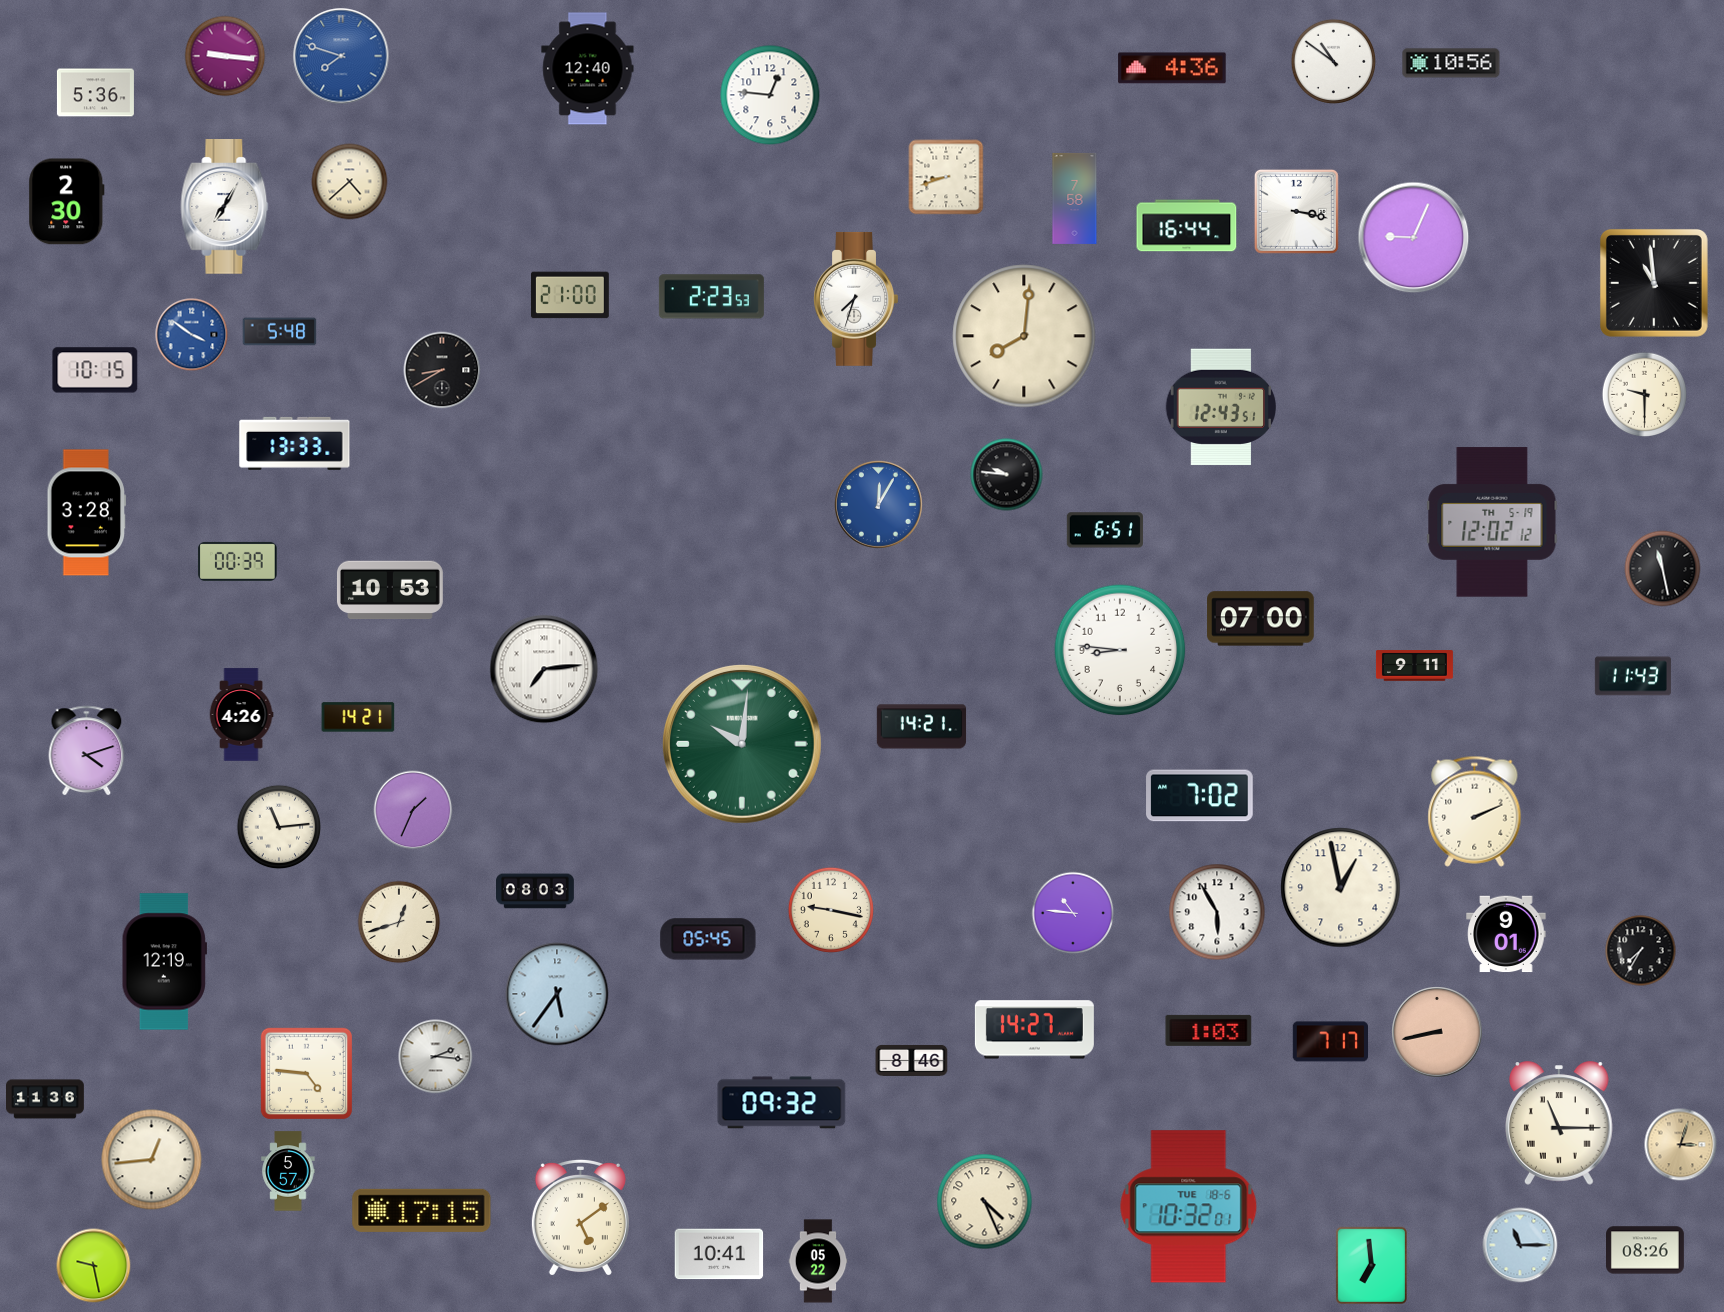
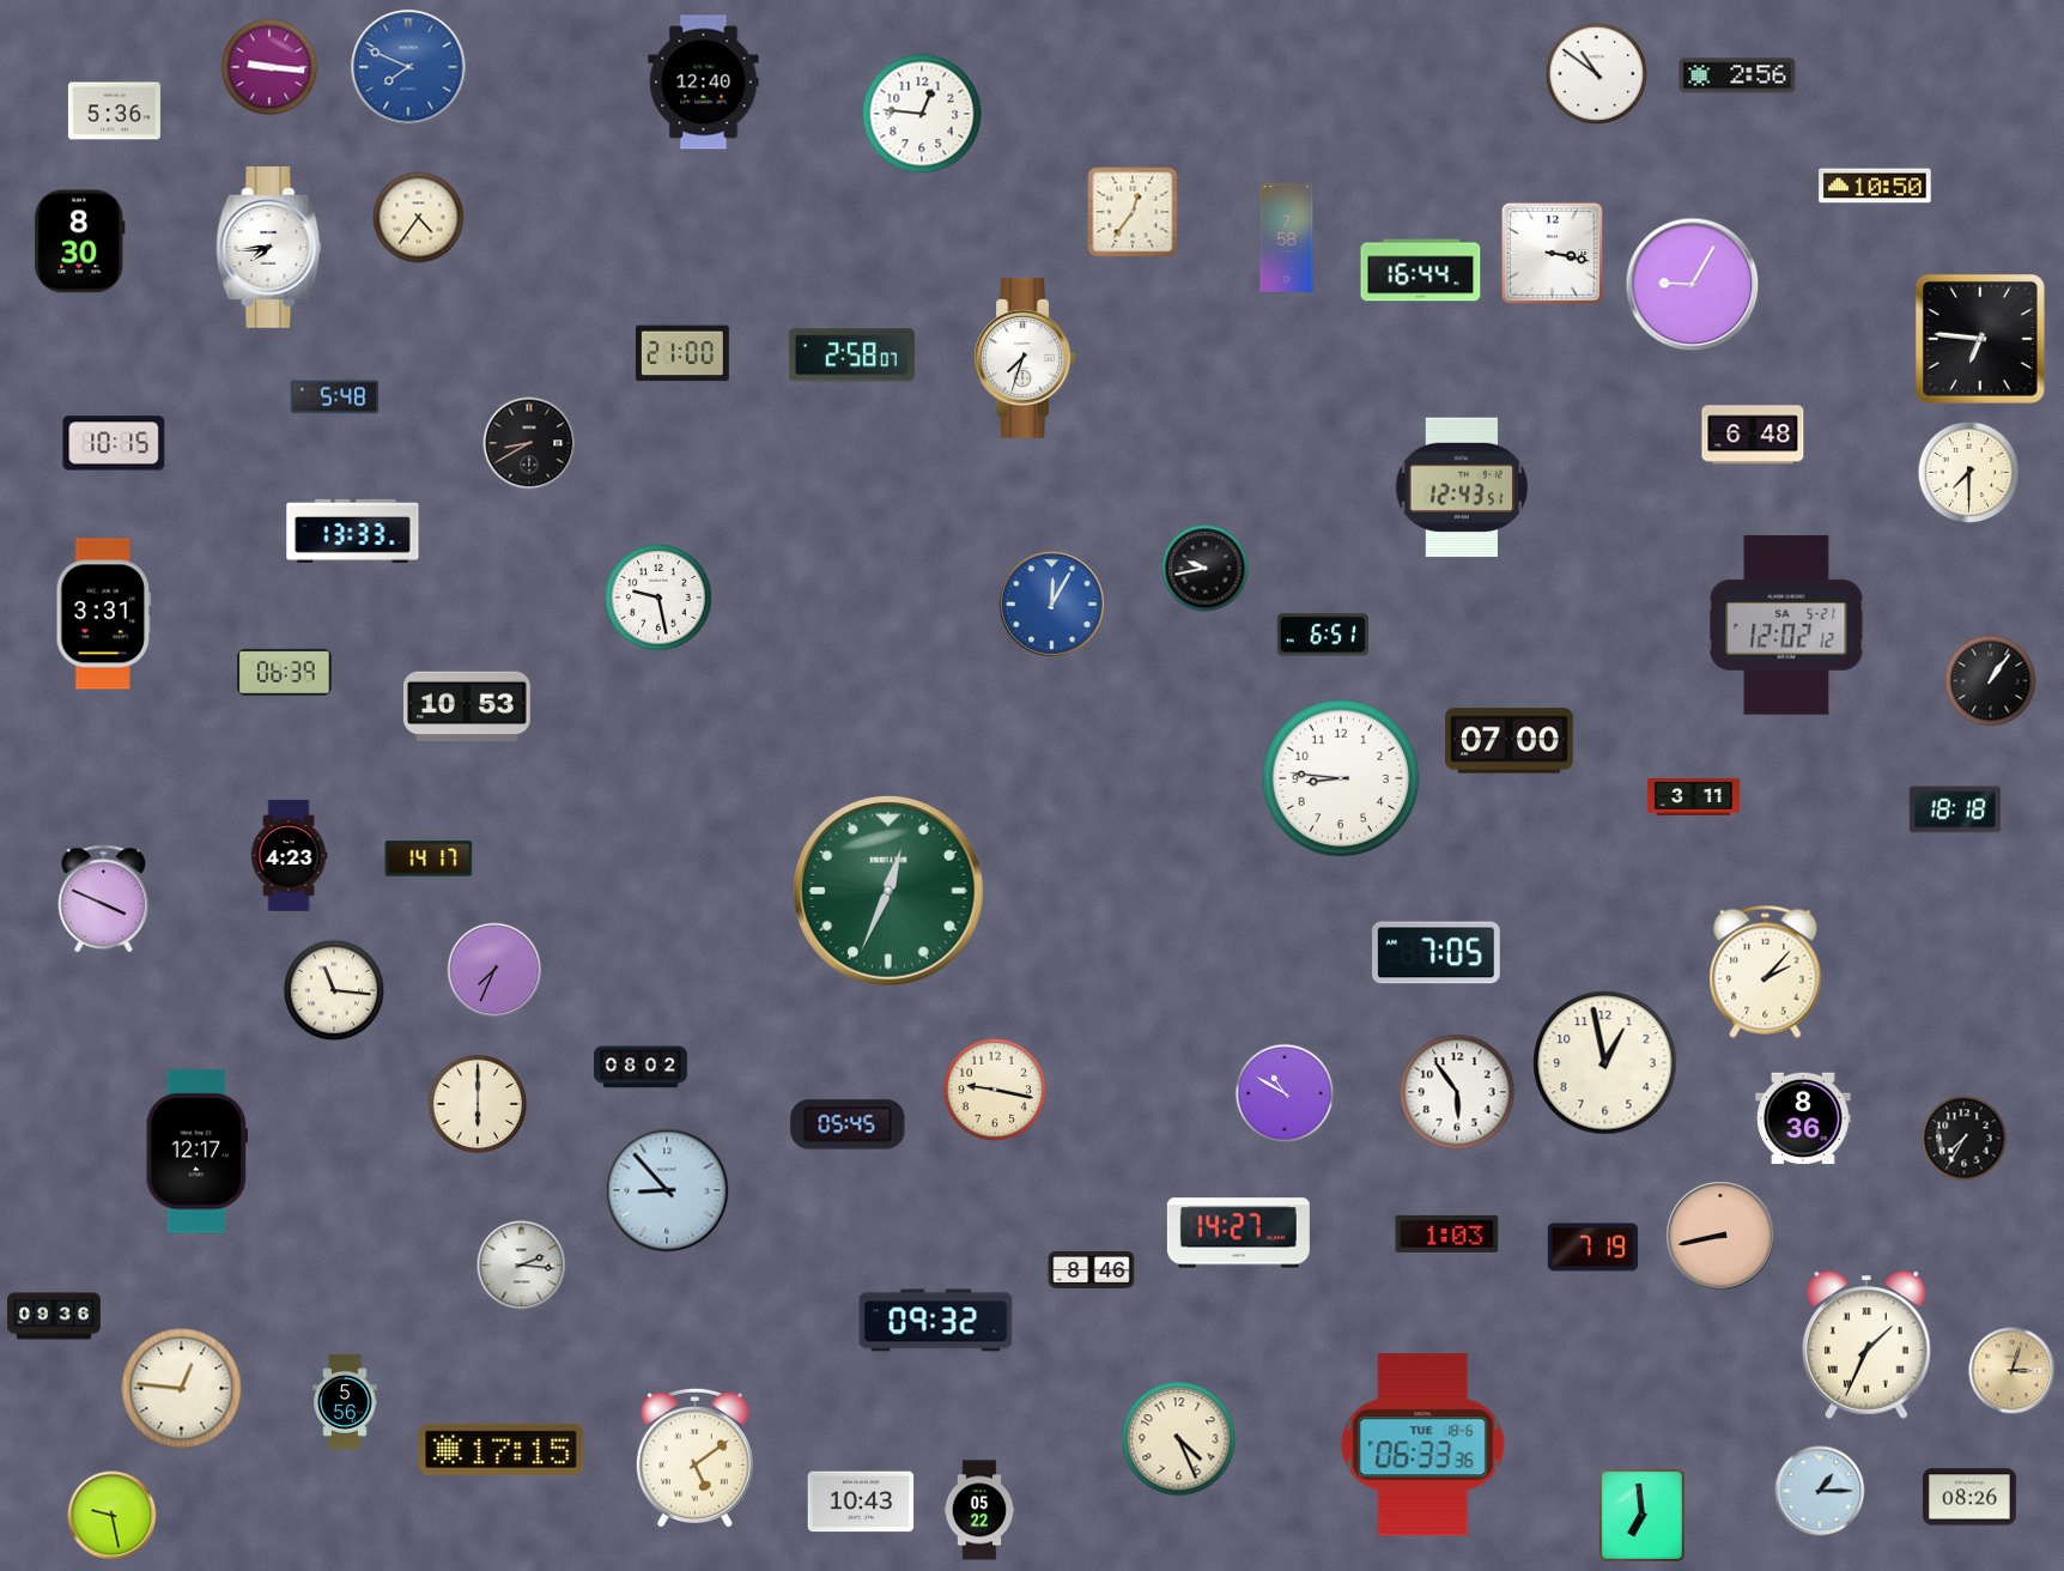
clock at (341, 56): 7:48 -> 7:49
clock at (1451, 63): 10:56 -> 2:56
clock at (1172, 68): 4:36 -> none
clock at (1875, 186): none -> 10:50
clock at (946, 177): 8:42 -> 12:36
clock at (350, 182): 4:38 -> 4:36
clock at (67, 202): 2:30 -> 8:30
clock at (225, 207): 7:05 -> 7:44
clock at (1414, 238): 9:04 -> 9:05
clock at (1654, 283): 10:59 -> 6:46
clock at (711, 297): 2:23 -> 2:58
clock at (192, 335): 3:51 -> none
clock at (1024, 336): 8:01 -> none
clock at (1753, 435): none -> 6:48
clock at (1644, 394): 9:30 -> 7:30
clock at (1007, 475): 9:46 -> 9:43
clock at (658, 598): none -> 9:28
clock at (87, 513): 3:28 -> 3:31
clock at (1492, 522) date: TH 5-19 -> SA 5-21
clock at (238, 561): 00:39 -> 06:39
clock at (1663, 569): 11:28 -> 1:06
clock at (1414, 666): 9:11 -> 3:11
clock at (544, 669): 7:14 -> none
clock at (1633, 676): 11:43 -> 18:18
clock at (241, 715): 4:26 -> 4:23
clock at (358, 717): 14:21 -> 14:17
clock at (922, 727): 14:21 -> none
clock at (742, 744): 10:01 -> 12:34
clock at (87, 750): 4:12 -> 3:49
clock at (1200, 796): 7:02 -> 7:05
clock at (413, 810): 1:34 -> 7:34
clock at (1475, 811): 2:11 -> 2:07
clock at (279, 827): 11:14 -> 11:16
clock at (536, 891): 08:03 -> 08:02
clock at (1217, 912): 5:55 -> 5:54
clock at (1073, 913): 10:46 -> 10:50
clock at (399, 922): 12:42 -> 6:00
clock at (1506, 934): 9:01 -> 8:36
clock at (164, 962): 12:19 -> 12:17
clock at (557, 994): 5:36 -> 8:53
clock at (1331, 1042): 7:17 -> 7:19
clock at (306, 1073): 4:46 -> none
clock at (46, 1099): 11:36 -> 09:36
clock at (1560, 1123): 11:15 -> 1:34
clock at (152, 1160): 12:44 -> 12:46
clock at (288, 1171): 5:57 -> 5:56
clock at (1189, 1207): 10:32 -> 06:33
clock at (422, 1210) position: (422, 1210) -> (502, 1449)
clock at (1520, 1245): 11:15 -> 1:15
clock at (719, 1254): 10:41 -> 10:43
